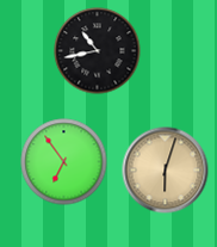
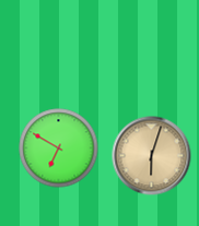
clock at (98, 51): 10:43 -> none
clock at (64, 162): 6:54 -> 6:50
